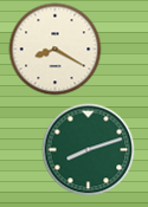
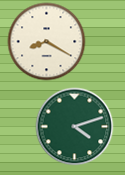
clock at (88, 149): 8:12 -> 4:12
